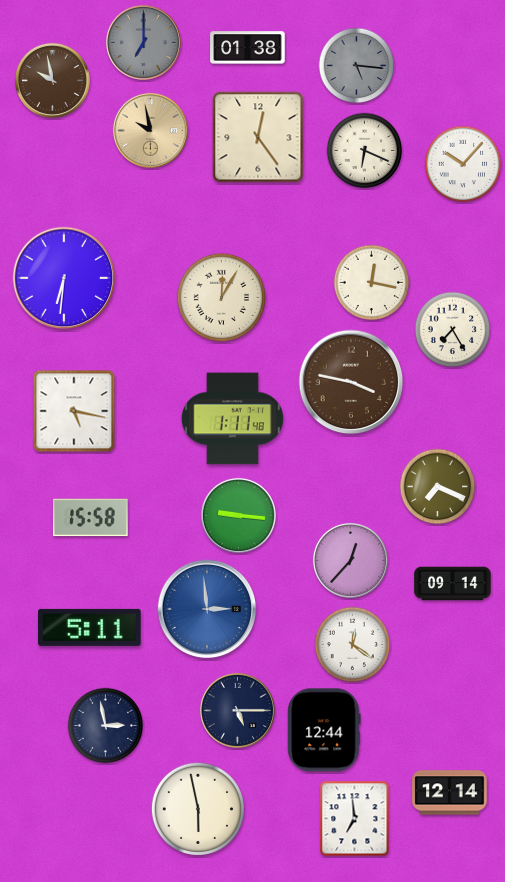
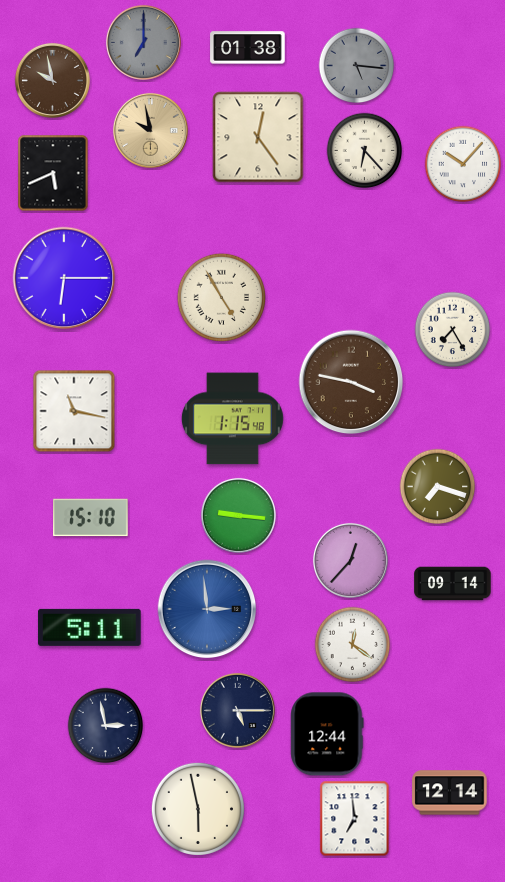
clock at (365, 151): 6:19 -> 6:23
clock at (53, 173): none -> 5:41
clock at (64, 278): 6:31 -> 6:15
clock at (372, 283): 12:17 -> none
clock at (221, 297): 12:05 -> 4:55
clock at (74, 411): 5:17 -> 11:17
clock at (232, 419): 1:11 -> 1:15
clock at (438, 487): 7:19 -> 7:18
clock at (91, 518): 15:58 -> 15:10
clock at (324, 730) position: (324, 730) -> (327, 734)
